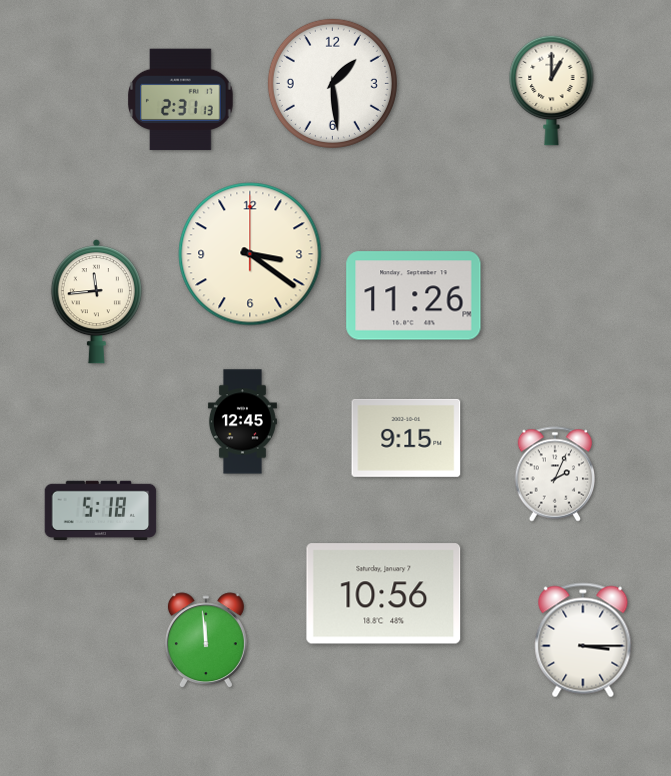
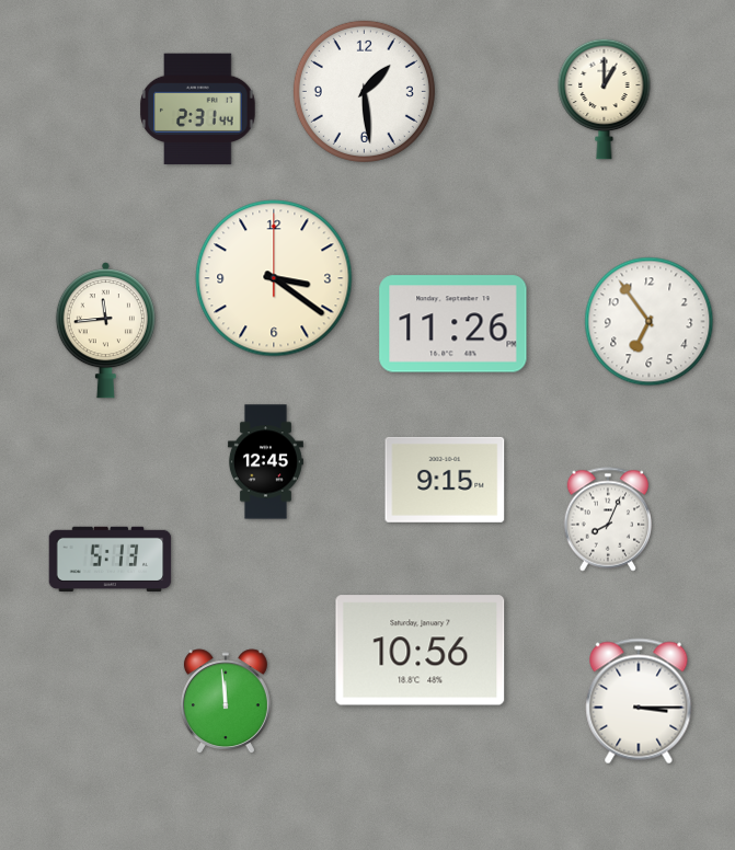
clock at (181, 100): 2:31:13 -> 2:31:44
clock at (650, 322): none -> 6:54
clock at (555, 474): 2:04 -> 8:04
clock at (101, 511): 5:18 -> 5:13
